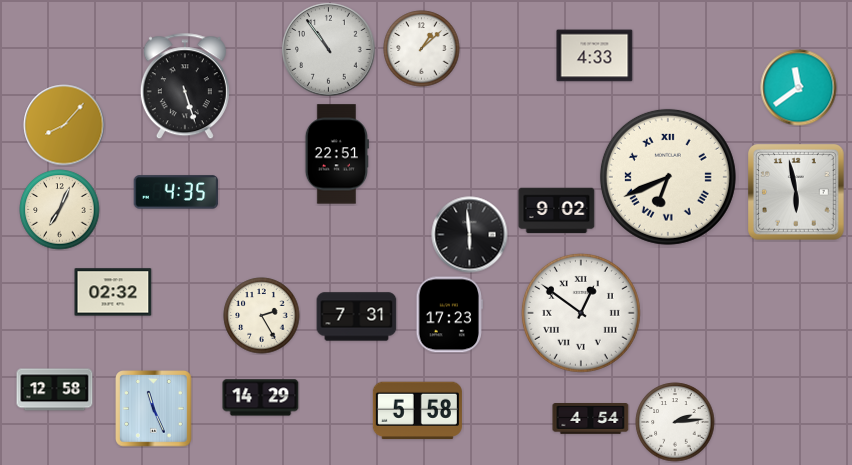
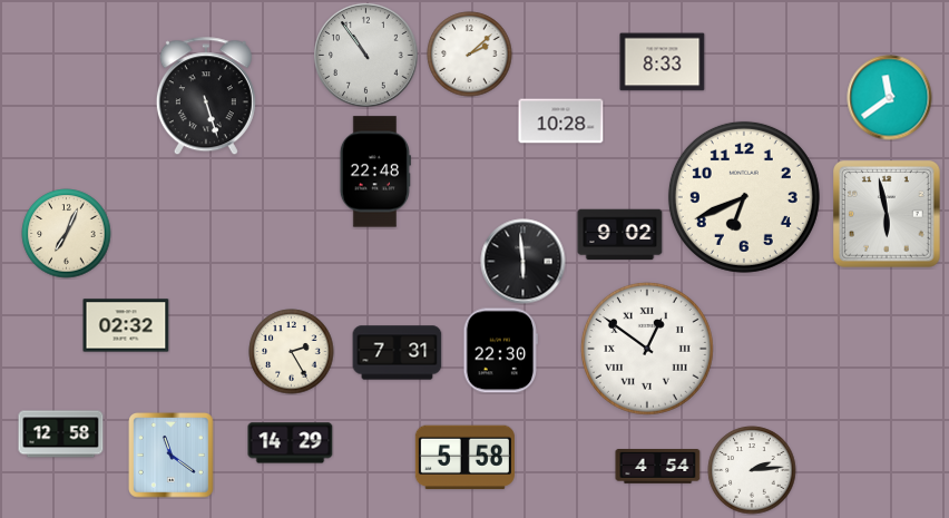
clock at (422, 49): 1:08 -> 2:08
clock at (595, 56): 4:33 -> 8:33
clock at (561, 121): none -> 10:28
clock at (64, 125): 8:07 -> none
clock at (337, 154): 22:51 -> 22:48
clock at (668, 177) numerals: Roman -> Arabic
clock at (176, 192): 4:35 -> none
clock at (449, 315): 17:23 -> 22:30
clock at (154, 409): 11:26 -> 11:21
